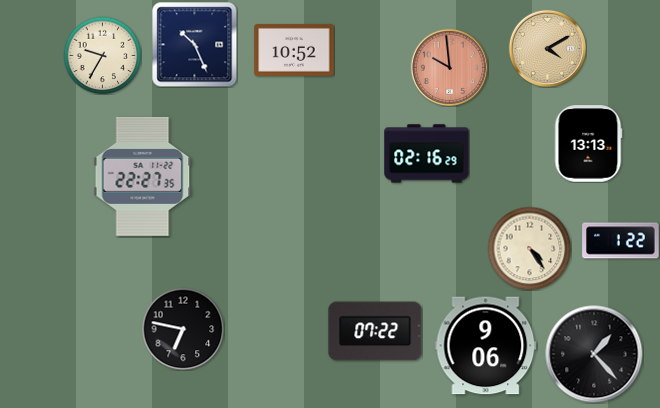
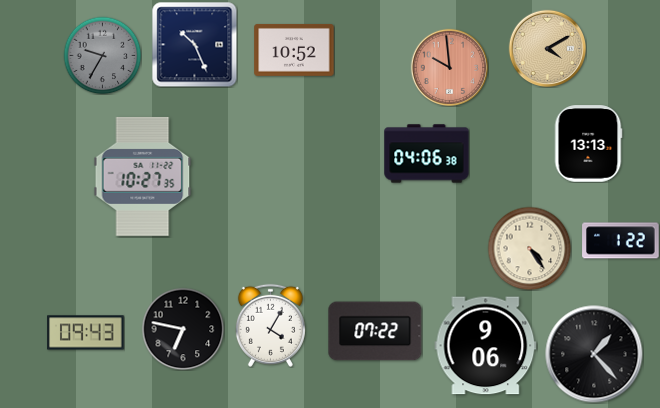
clock at (102, 55) dial: cream -> grey
clock at (427, 154): 02:16 -> 04:06
clock at (143, 176): 22:27 -> 10:27
clock at (270, 325): none -> 4:05
clock at (86, 333): none -> 09:43
